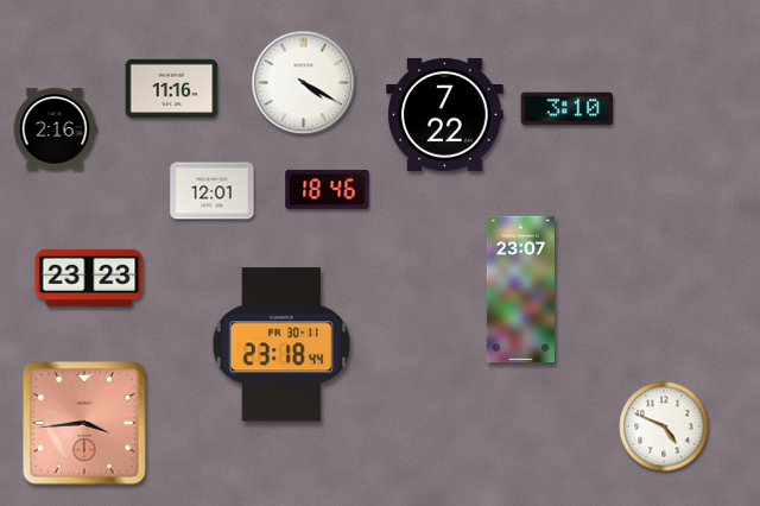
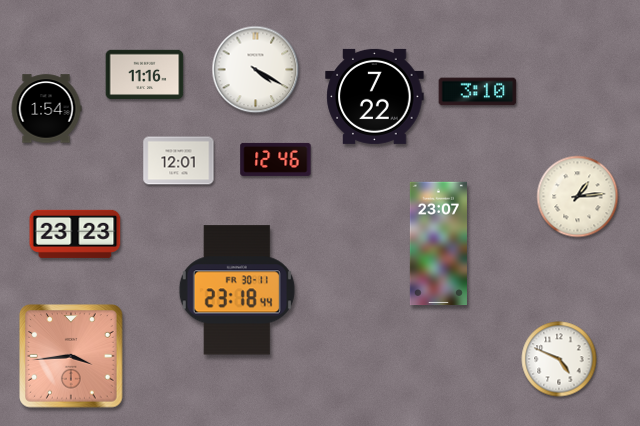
clock at (55, 129): 2:16 -> 1:54
clock at (328, 189): 18:46 -> 12:46
clock at (578, 197): none -> 1:14
